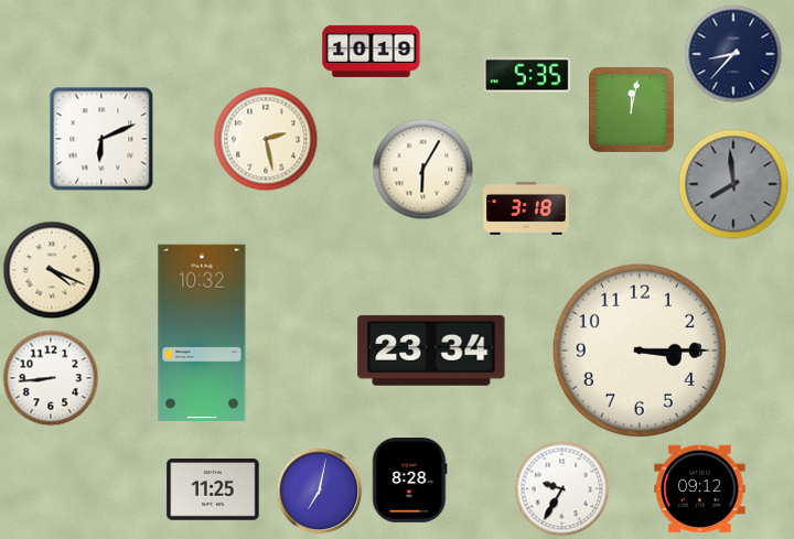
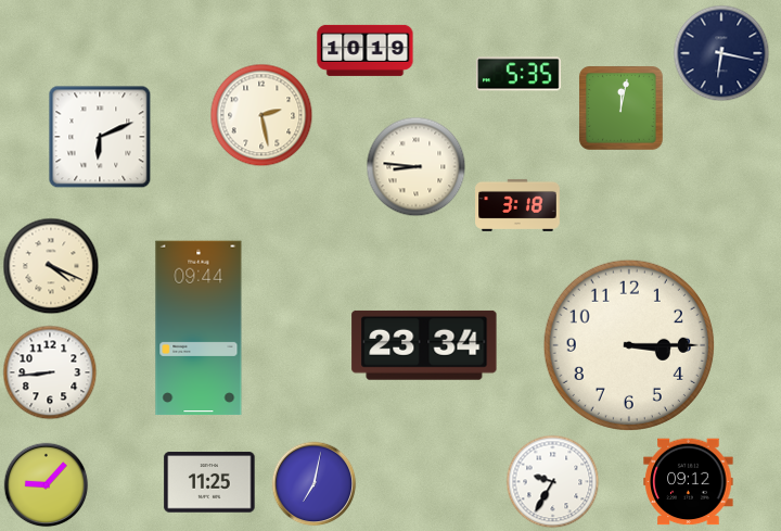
clock at (733, 54): 8:37 -> 6:17
clock at (266, 139) position: (266, 139) -> (261, 115)
clock at (422, 169): 6:05 -> 8:46
clock at (733, 184): 7:59 -> none
clock at (202, 333): 10:32 -> 09:44
clock at (409, 481): 8:28 -> none
clock at (46, 484): none -> 9:07
